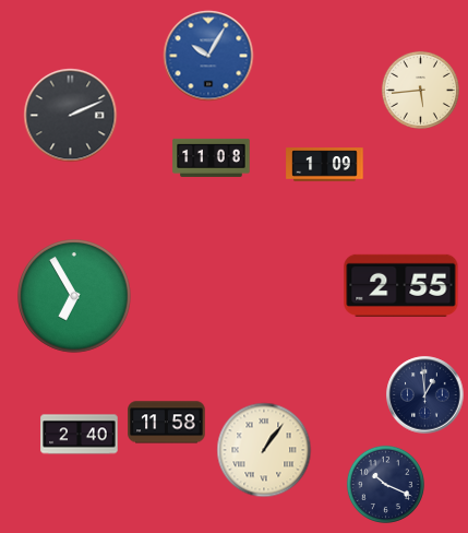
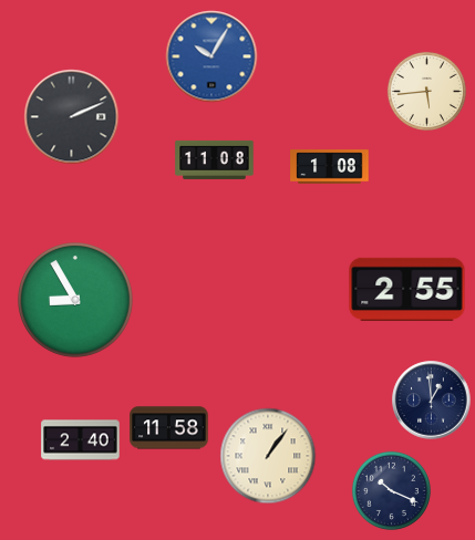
clock at (325, 165): 1:09 -> 1:08
clock at (75, 297): 6:55 -> 8:55
